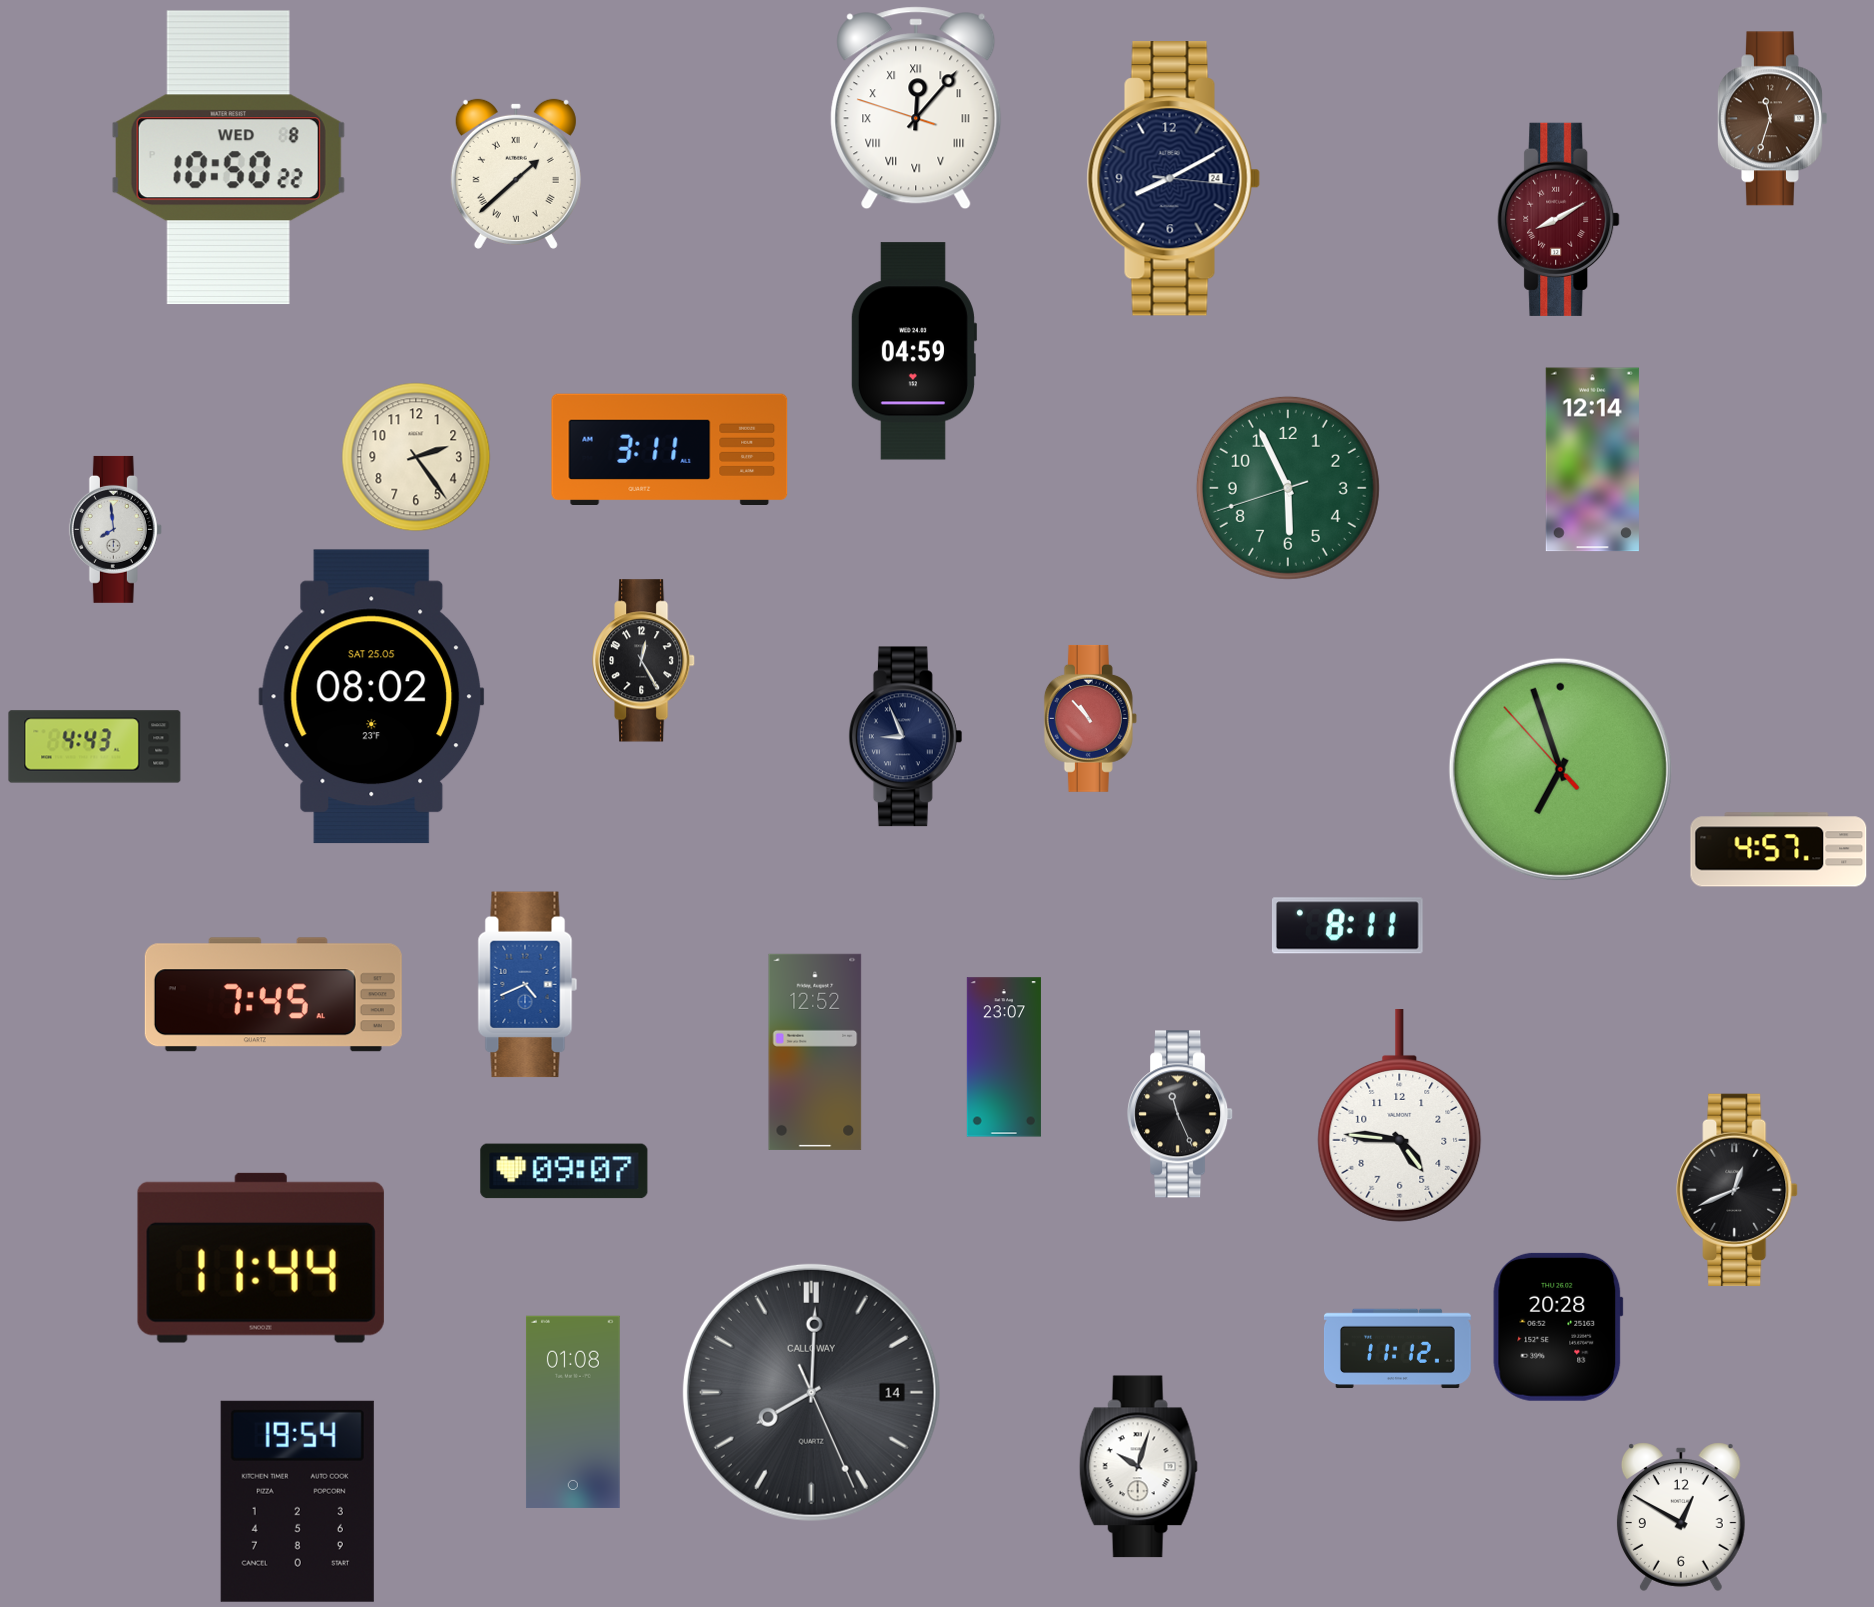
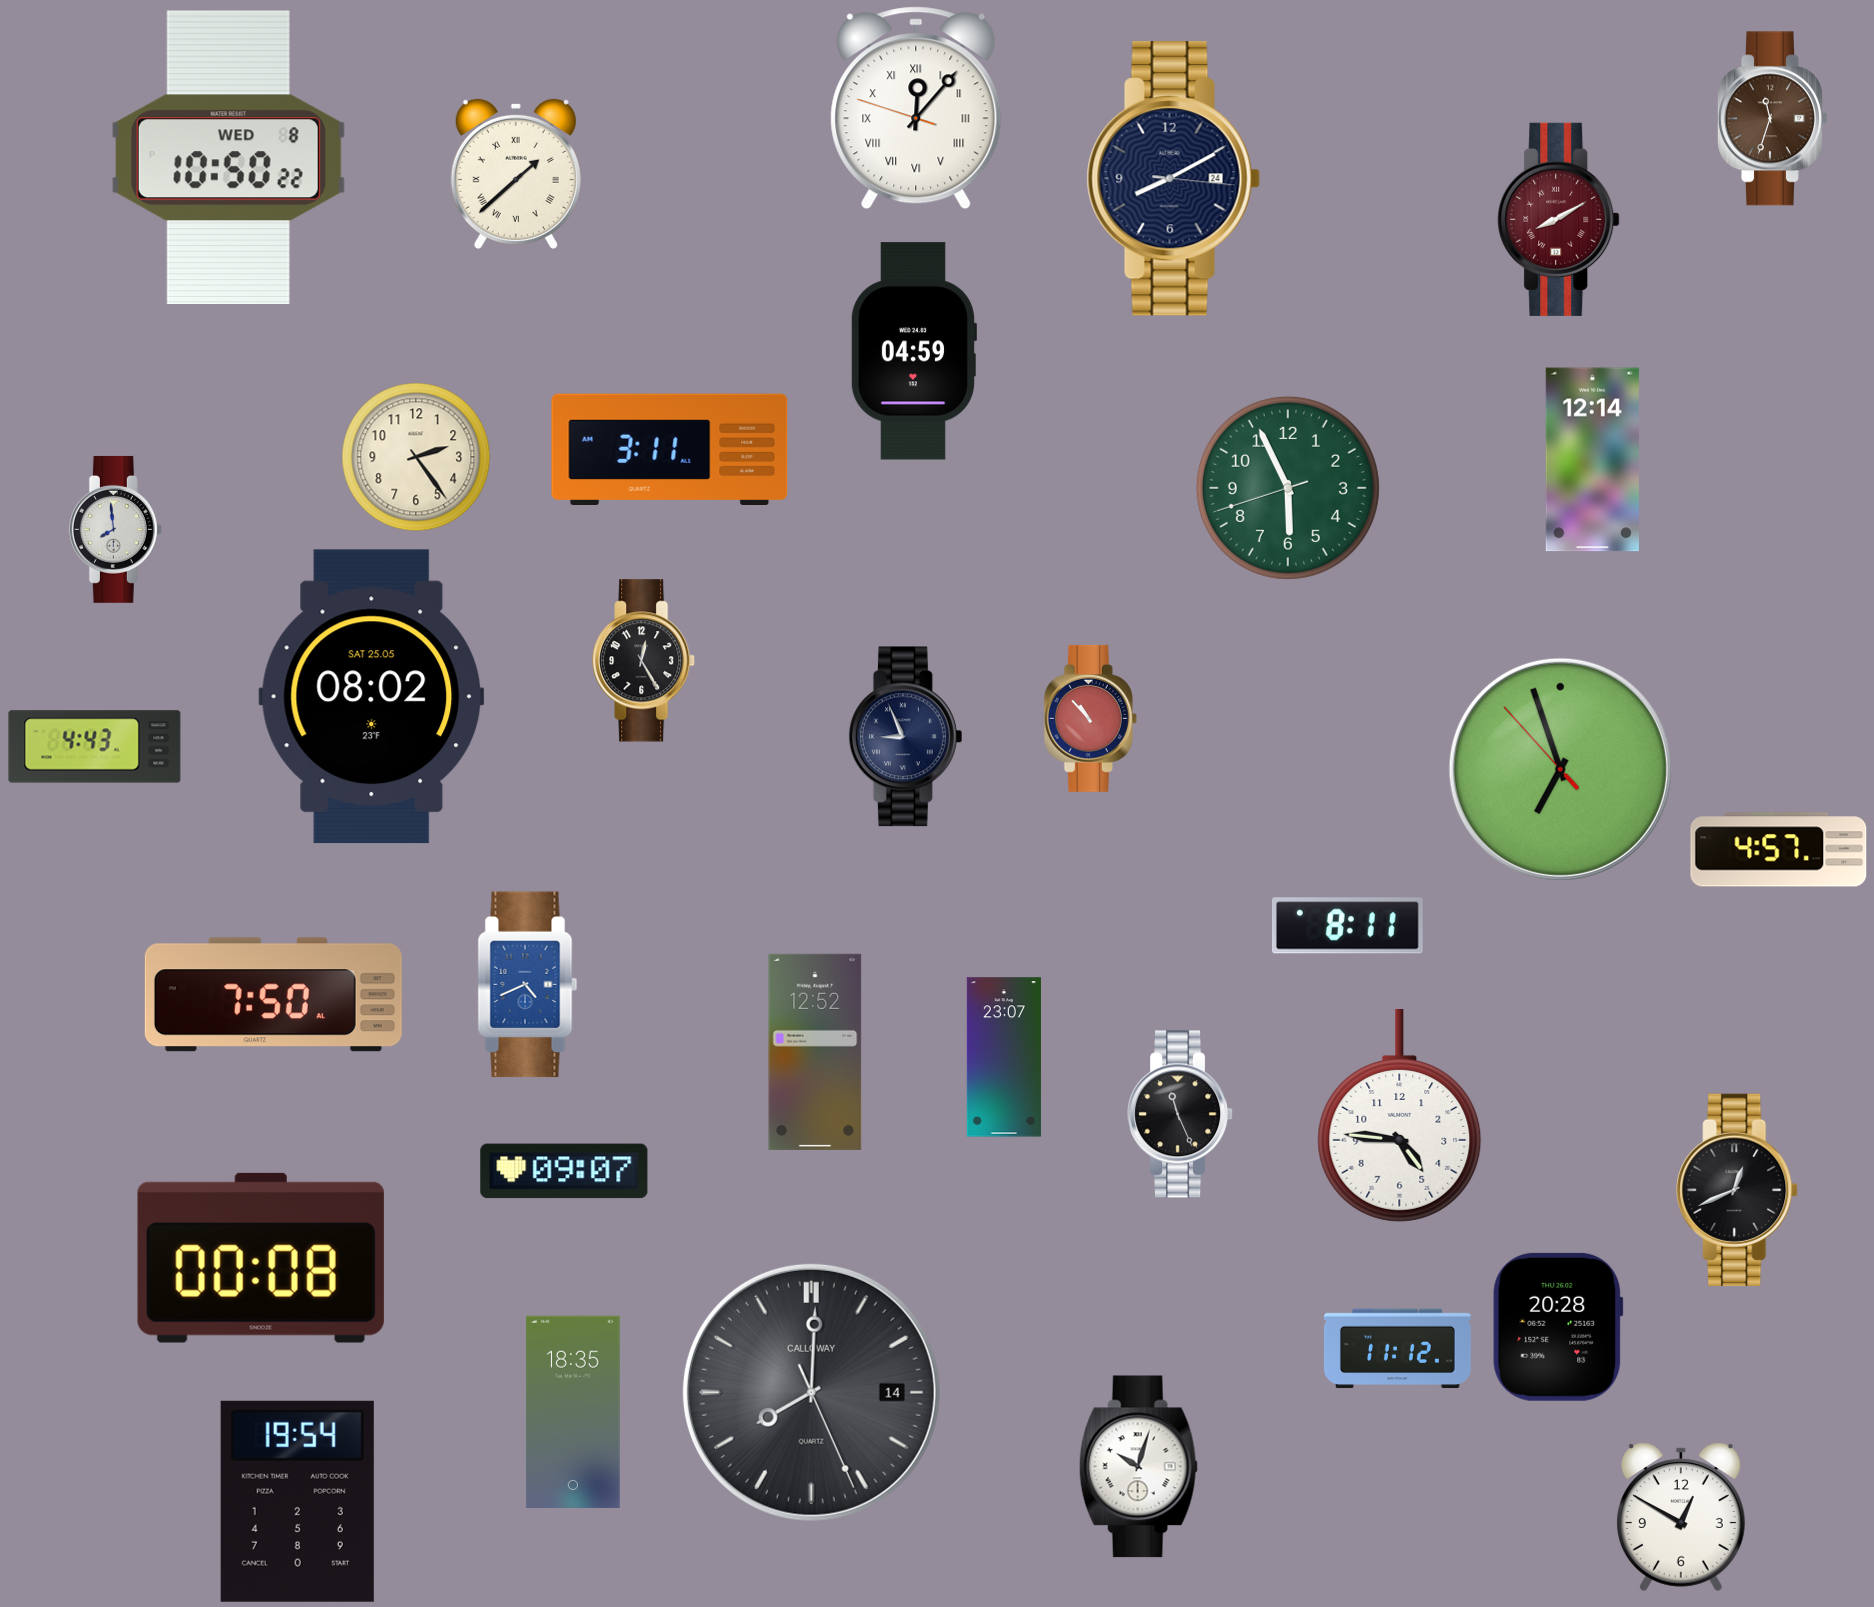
clock at (273, 995): 7:45 -> 7:50
clock at (261, 1258): 11:44 -> 00:08
clock at (573, 1412): 01:08 -> 18:35
